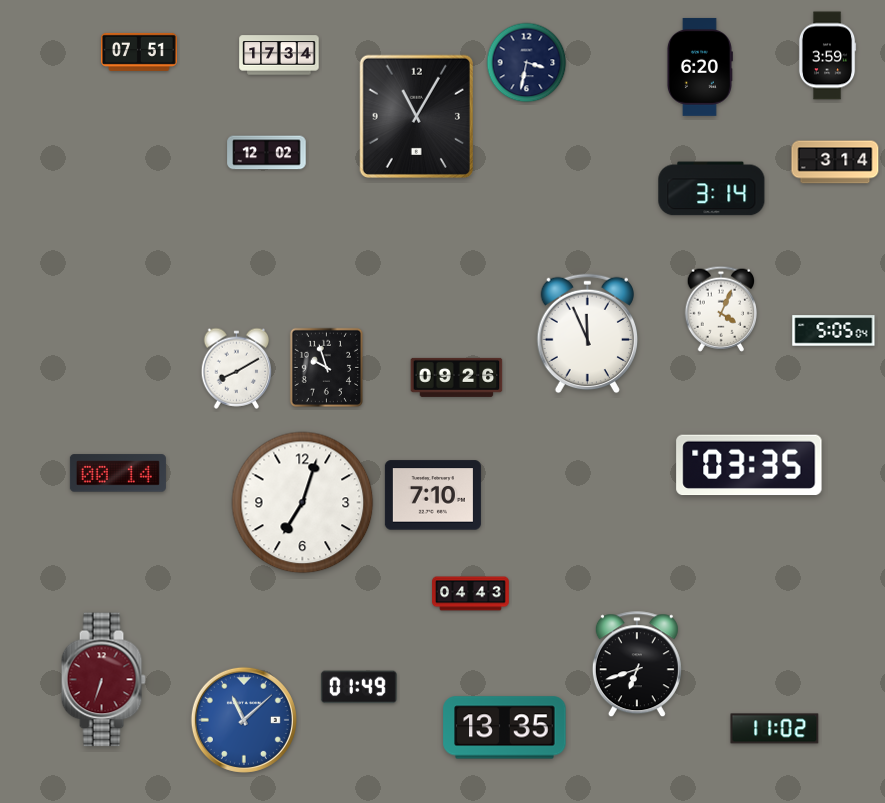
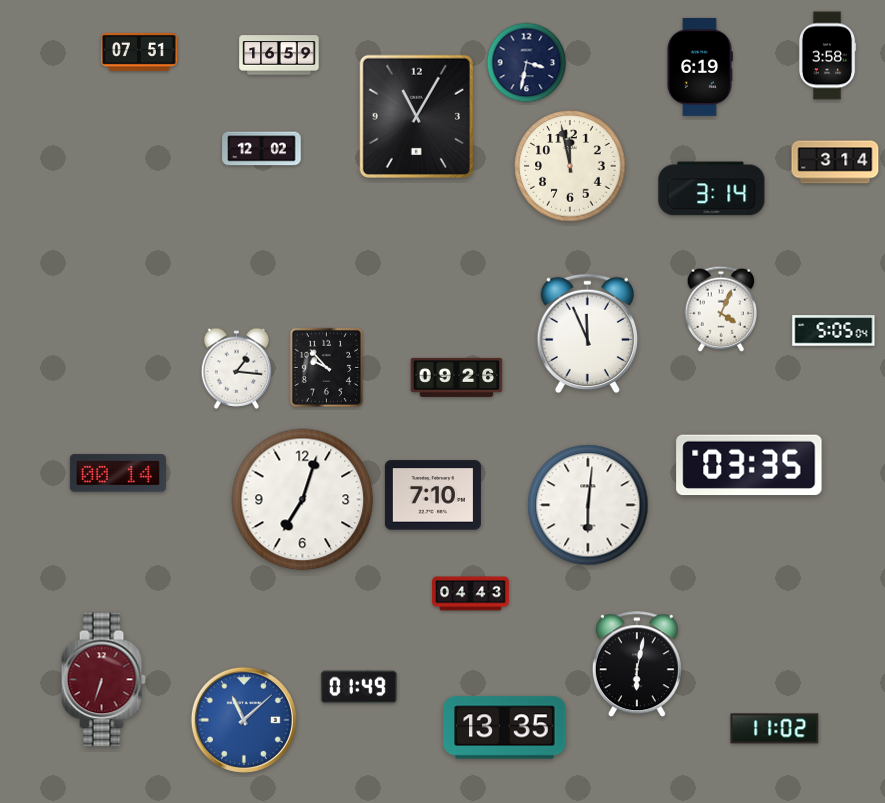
clock at (279, 55): 17:34 -> 16:59
clock at (827, 56): 3:59 -> 3:58
clock at (699, 67): 6:20 -> 6:19
clock at (267, 153) position: (267, 153) -> (262, 149)
clock at (570, 166): none -> 11:58
clock at (237, 368): 8:10 -> 1:16
clock at (326, 368): 9:57 -> 9:53
clock at (303, 503) position: (303, 503) -> (303, 500)
clock at (588, 505): none -> 6:01
clock at (637, 665): 6:42 -> 6:02
